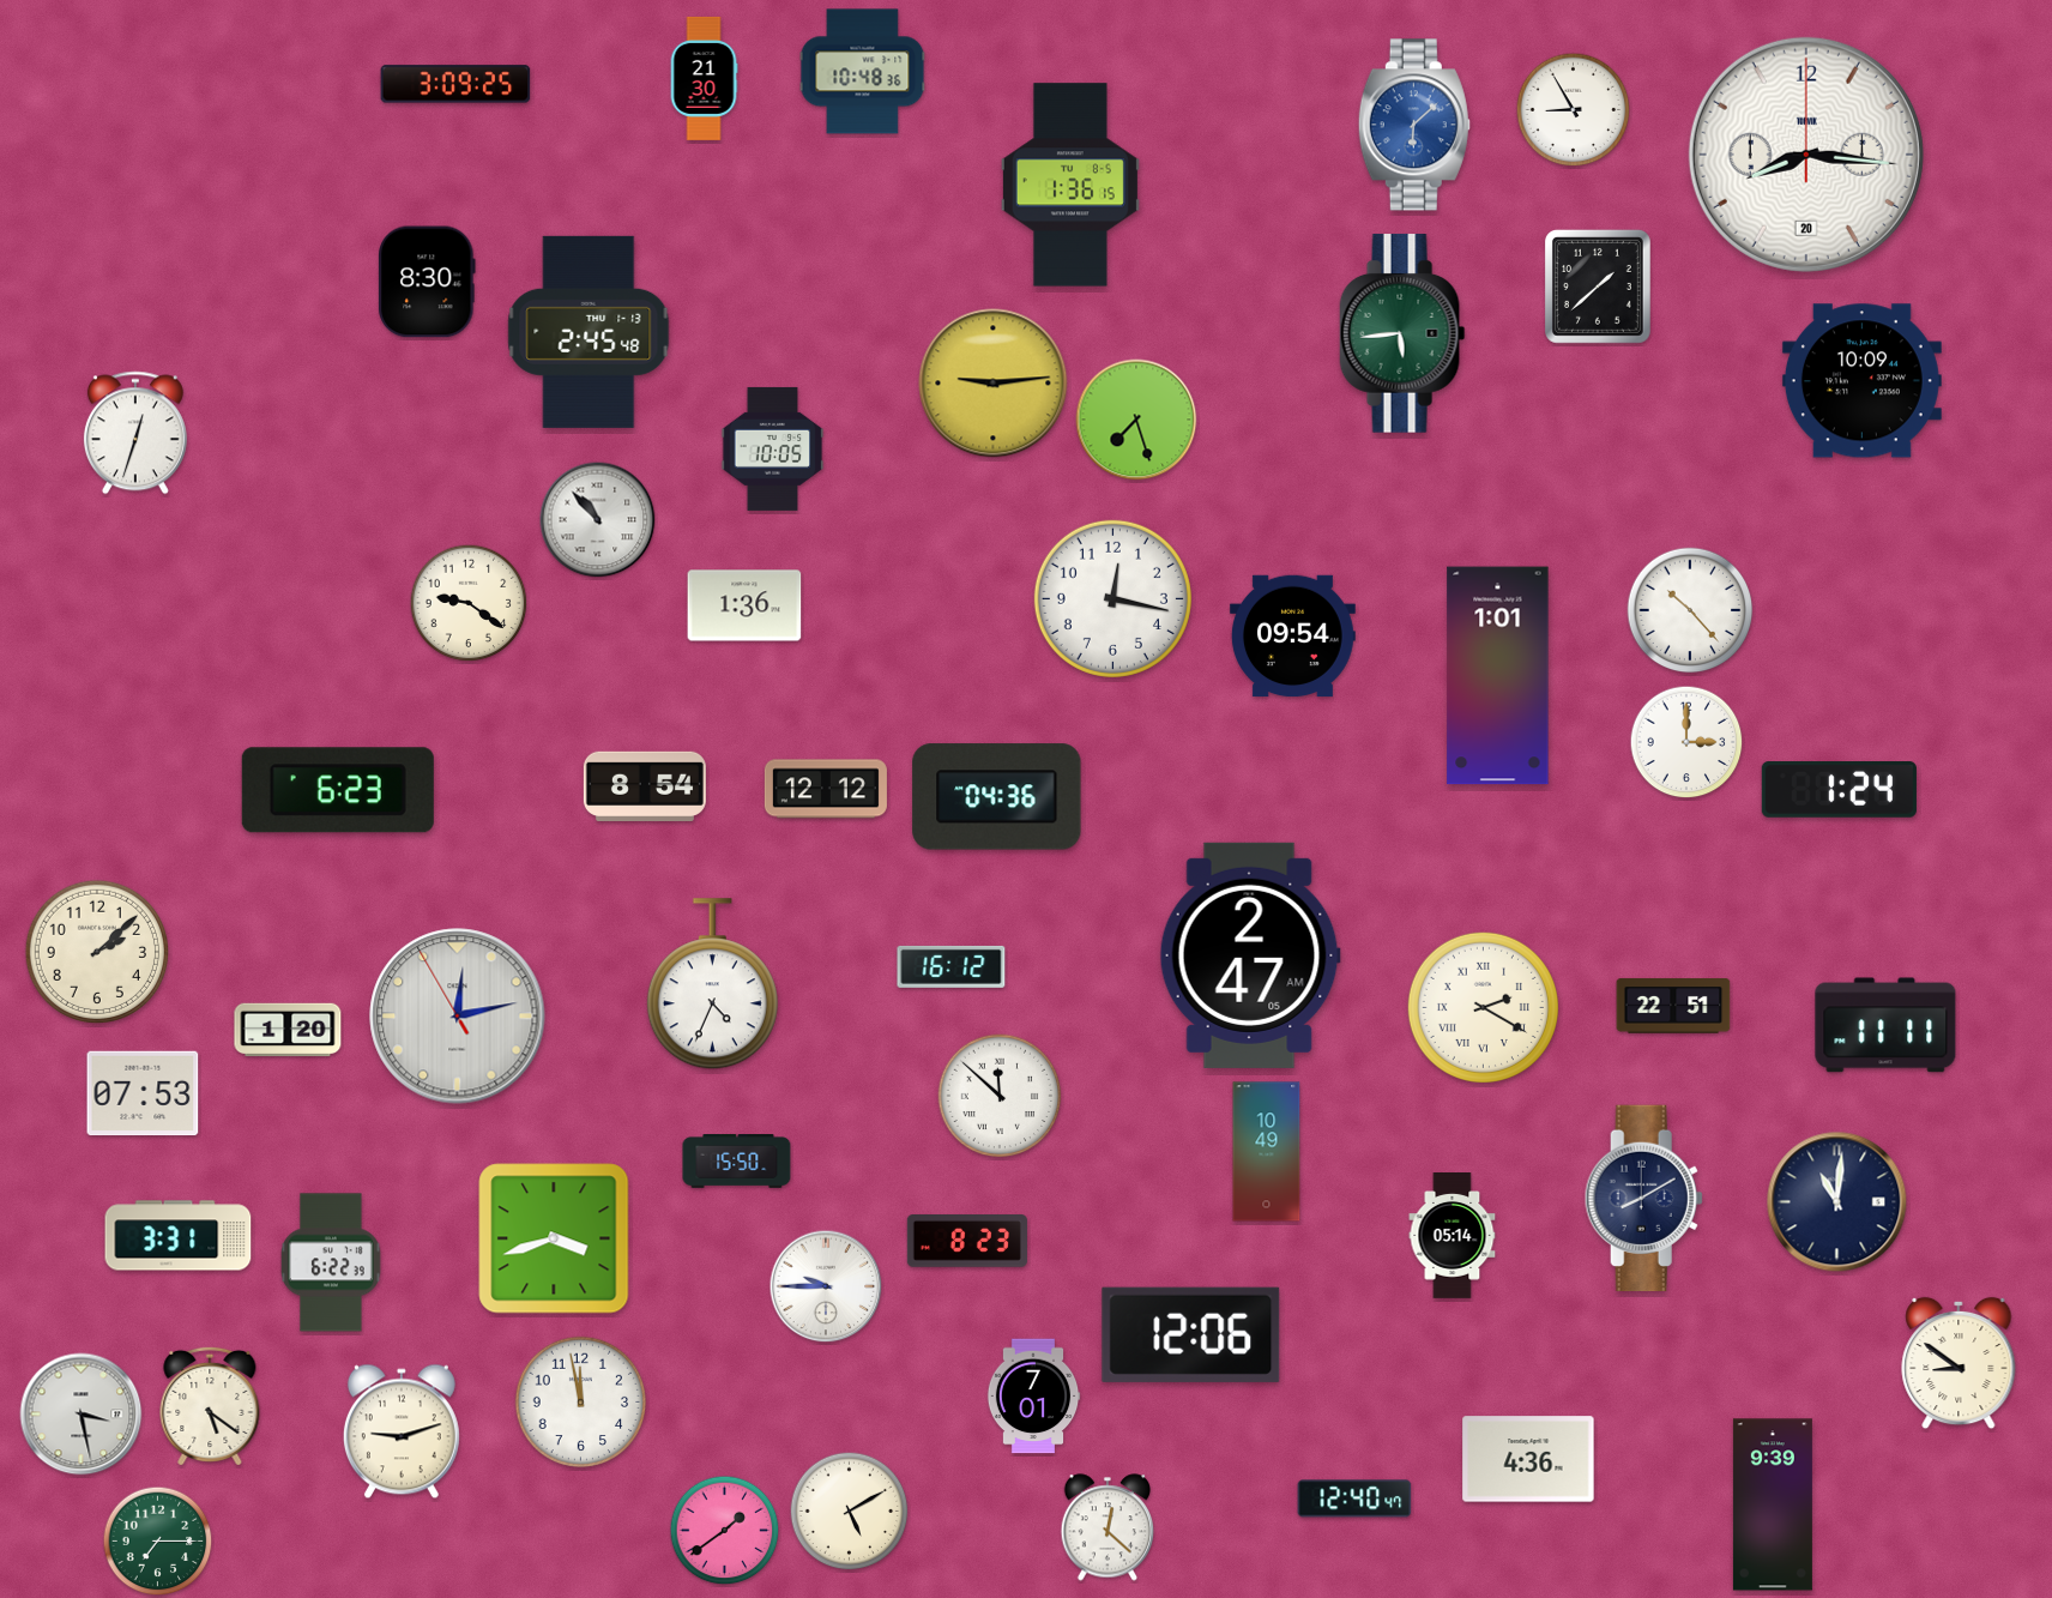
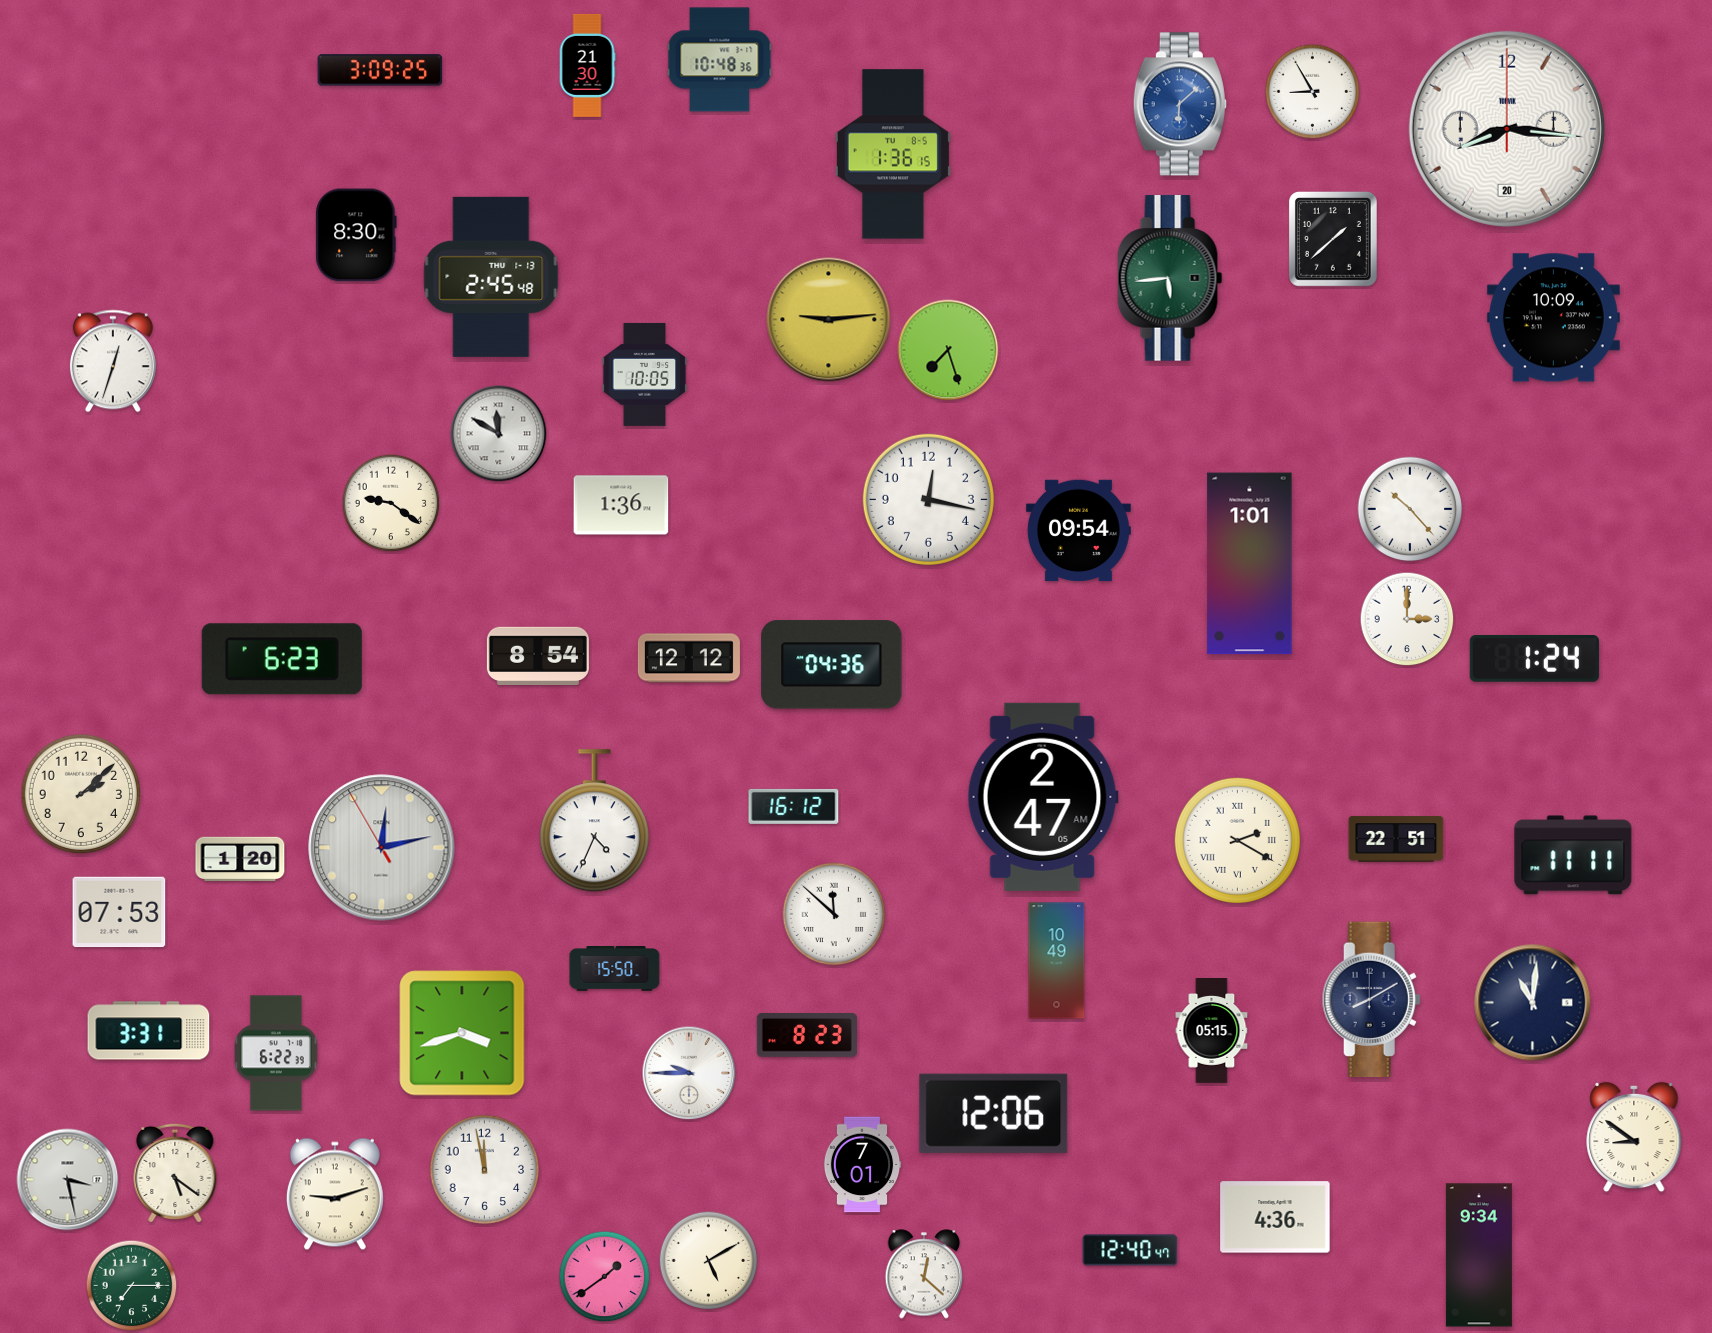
clock at (598, 520): 10:53 -> 11:50
clock at (1453, 1236): 05:14 -> 05:15
clock at (1773, 1504): 9:39 -> 9:34
